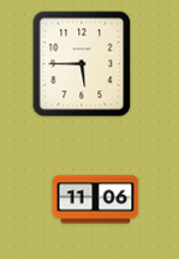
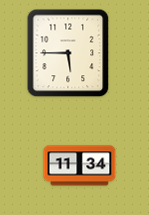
clock at (96, 200): 11:06 -> 11:34
